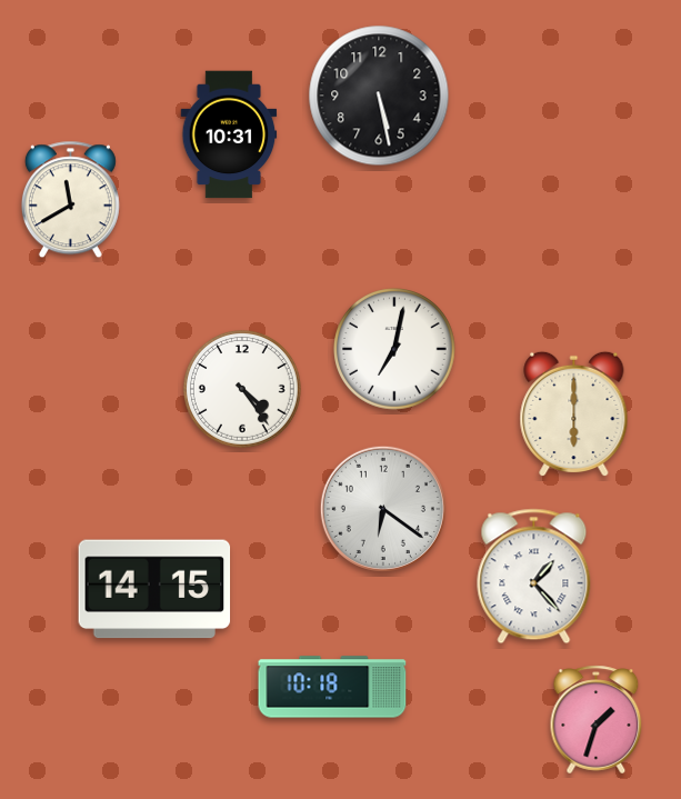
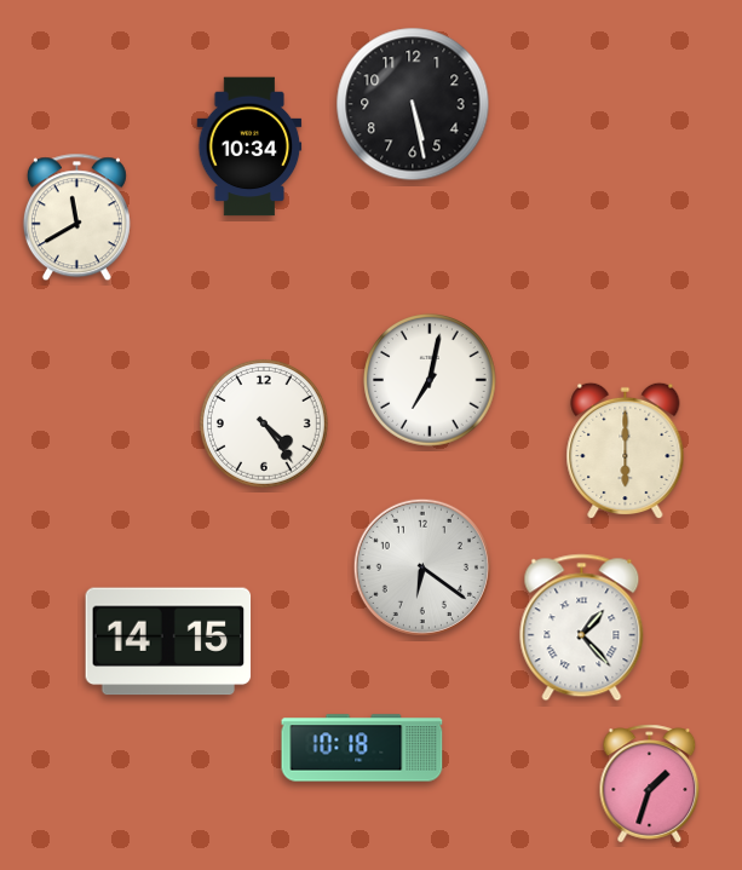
clock at (229, 134): 10:31 -> 10:34
clock at (383, 509) position: (383, 509) -> (422, 567)
